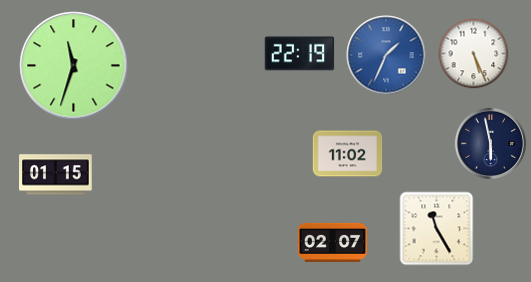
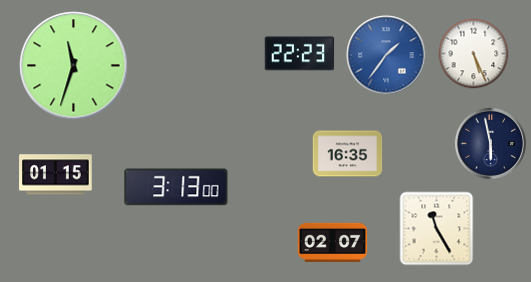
clock at (300, 54): 22:19 -> 22:23
clock at (386, 55): 1:34 -> 1:36
clock at (348, 154): 11:02 -> 16:35
clock at (176, 187): none -> 3:13
